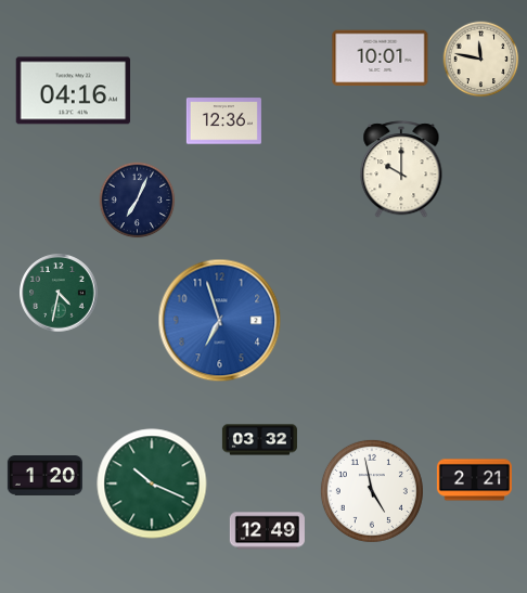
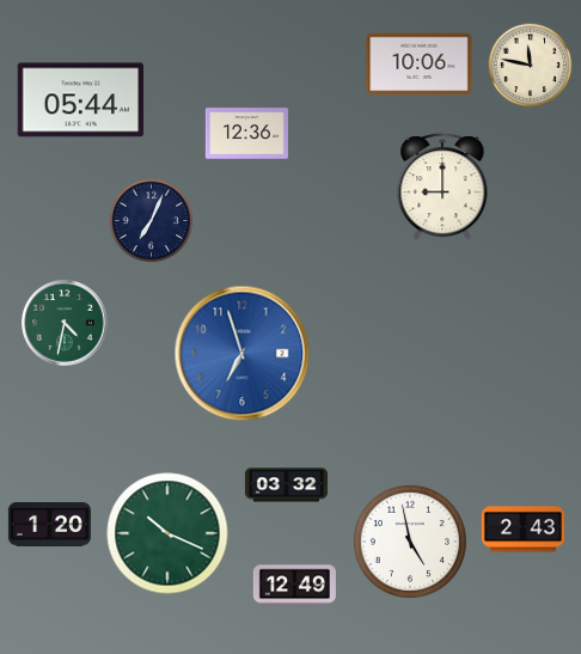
clock at (381, 59): 10:01 -> 10:06
clock at (74, 91): 04:16 -> 05:44
clock at (401, 170): 10:00 -> 9:00
clock at (474, 480): 2:21 -> 2:43
